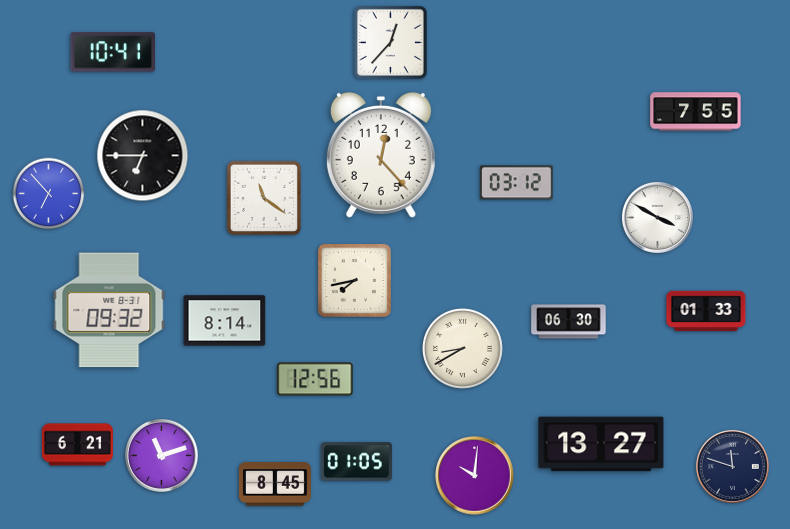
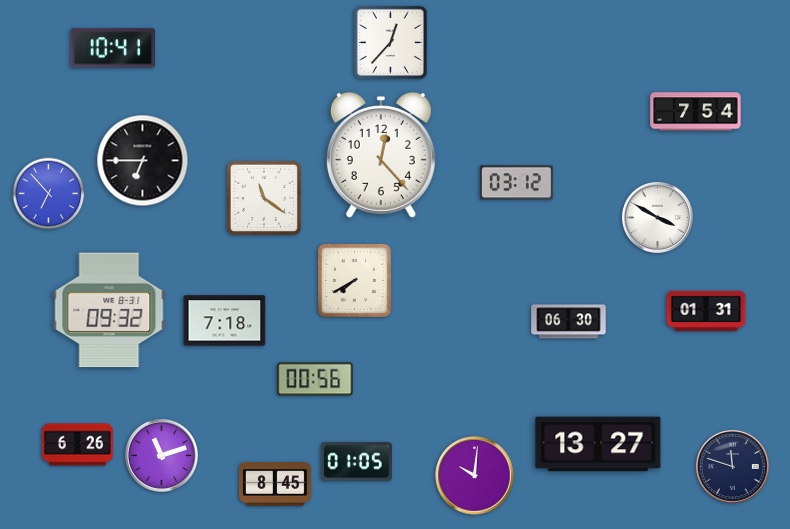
clock at (112, 52) position: (112, 52) -> (112, 48)
clock at (696, 112): 7:55 -> 7:54
clock at (143, 156) position: (143, 156) -> (143, 161)
clock at (354, 280): 7:43 -> 7:40
clock at (706, 311): 01:33 -> 01:31
clock at (225, 321): 8:14 -> 7:18
clock at (463, 349): 8:40 -> none
clock at (315, 379): 12:56 -> 00:56
clock at (601, 444) position: (601, 444) -> (598, 444)
clock at (77, 445): 6:21 -> 6:26
